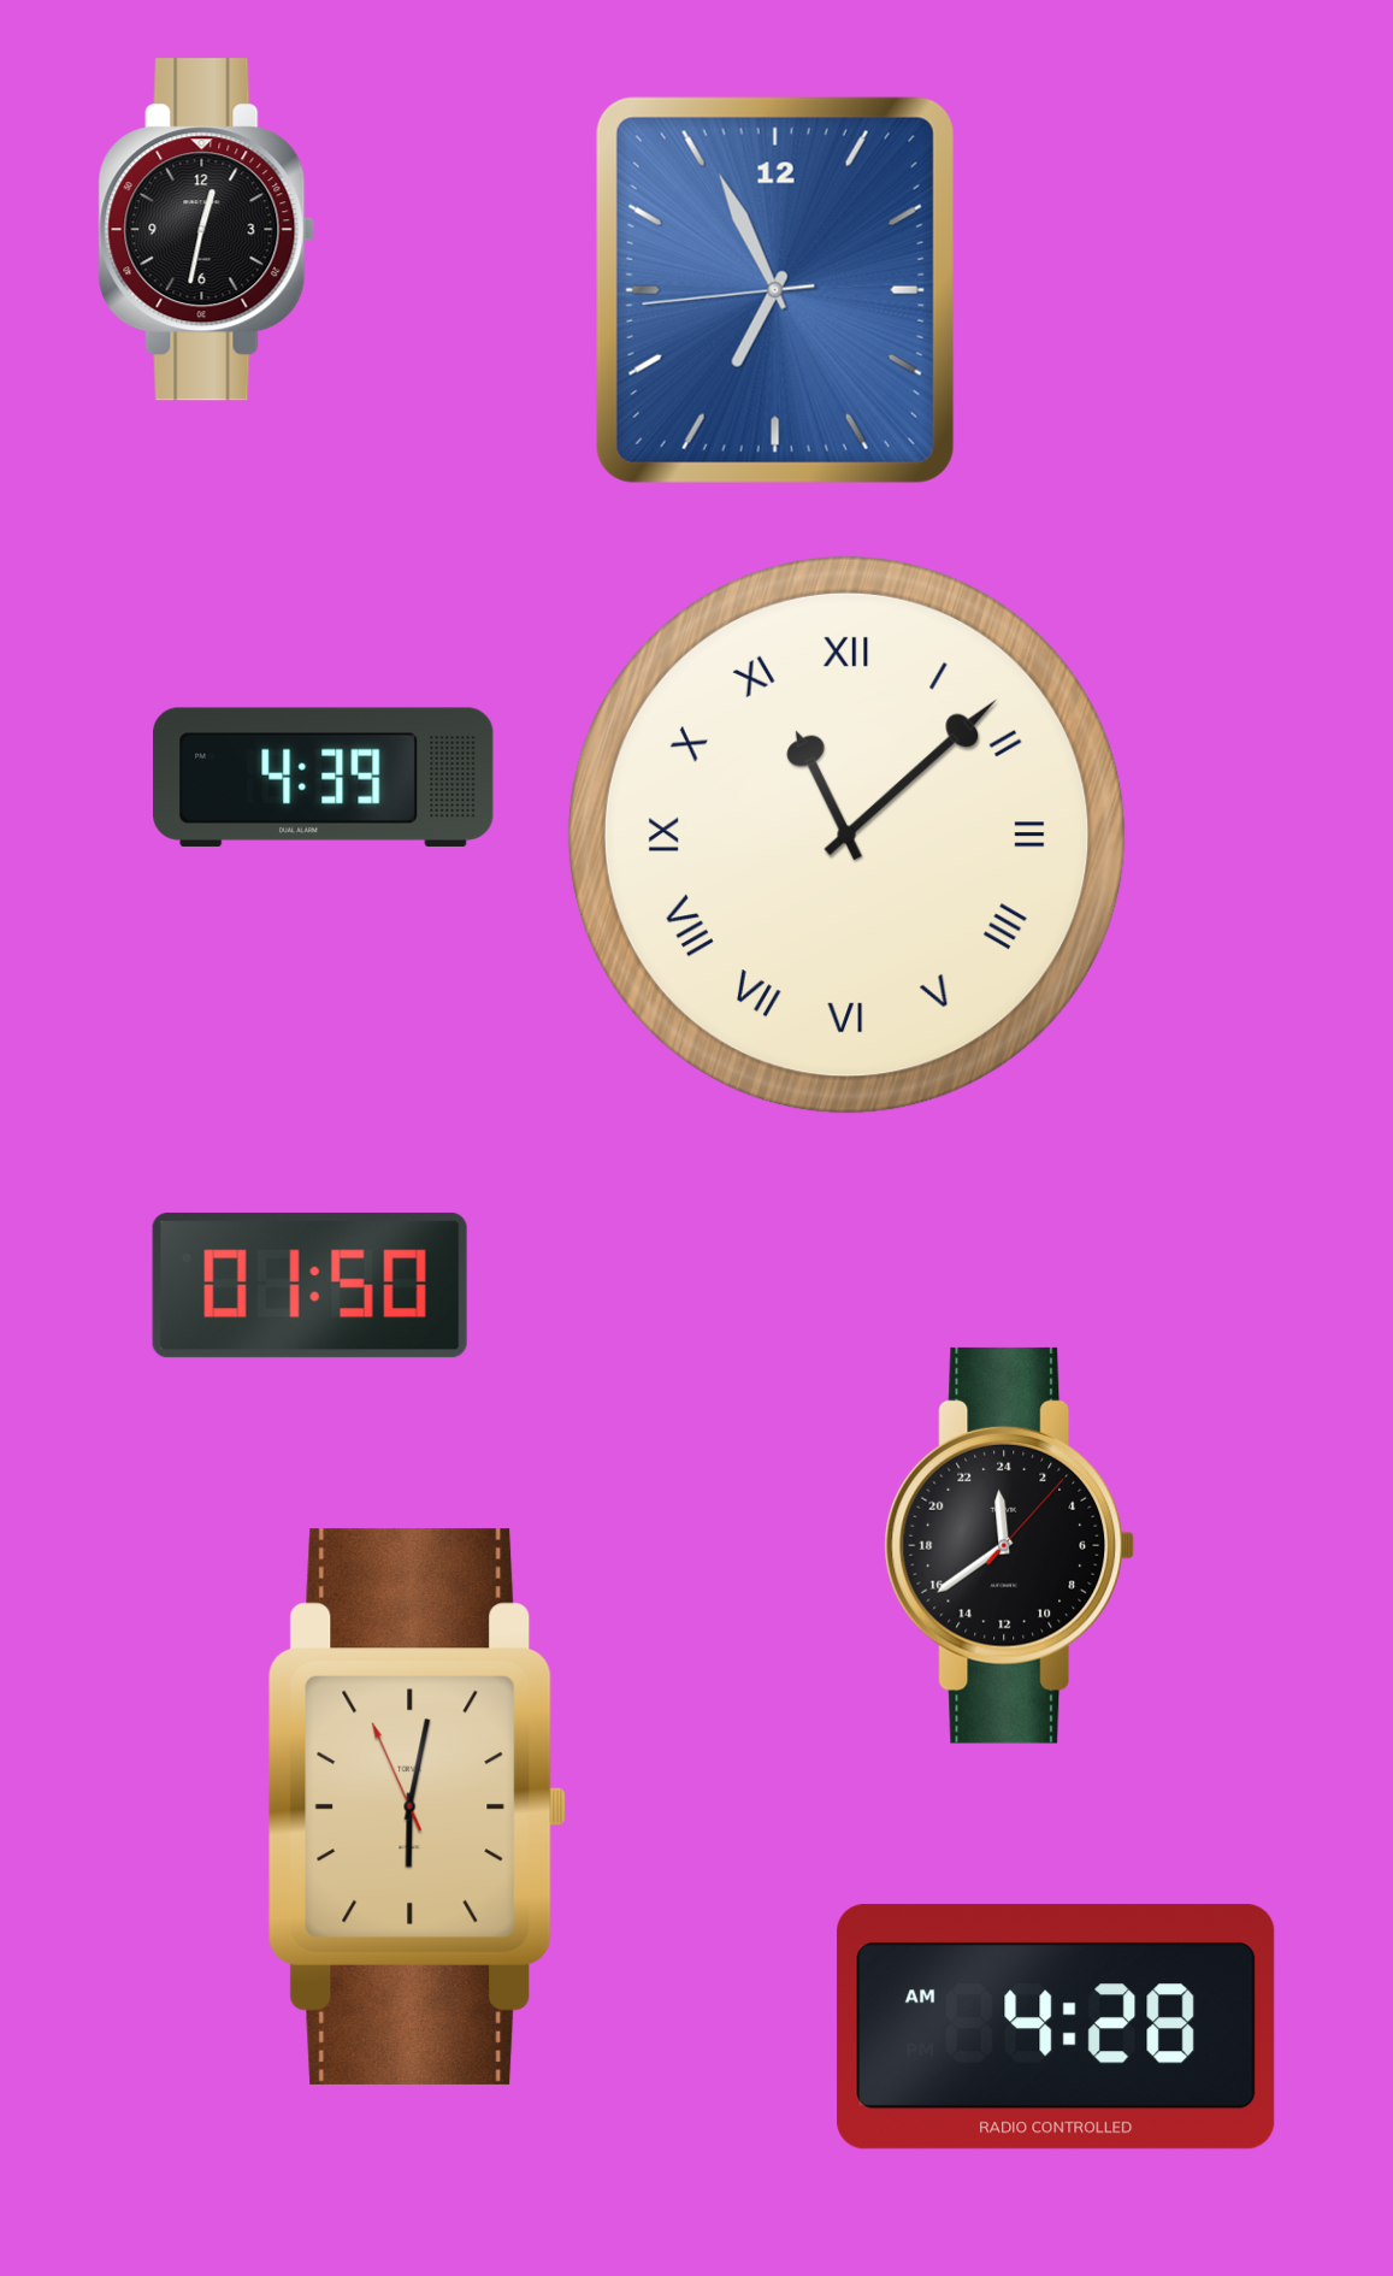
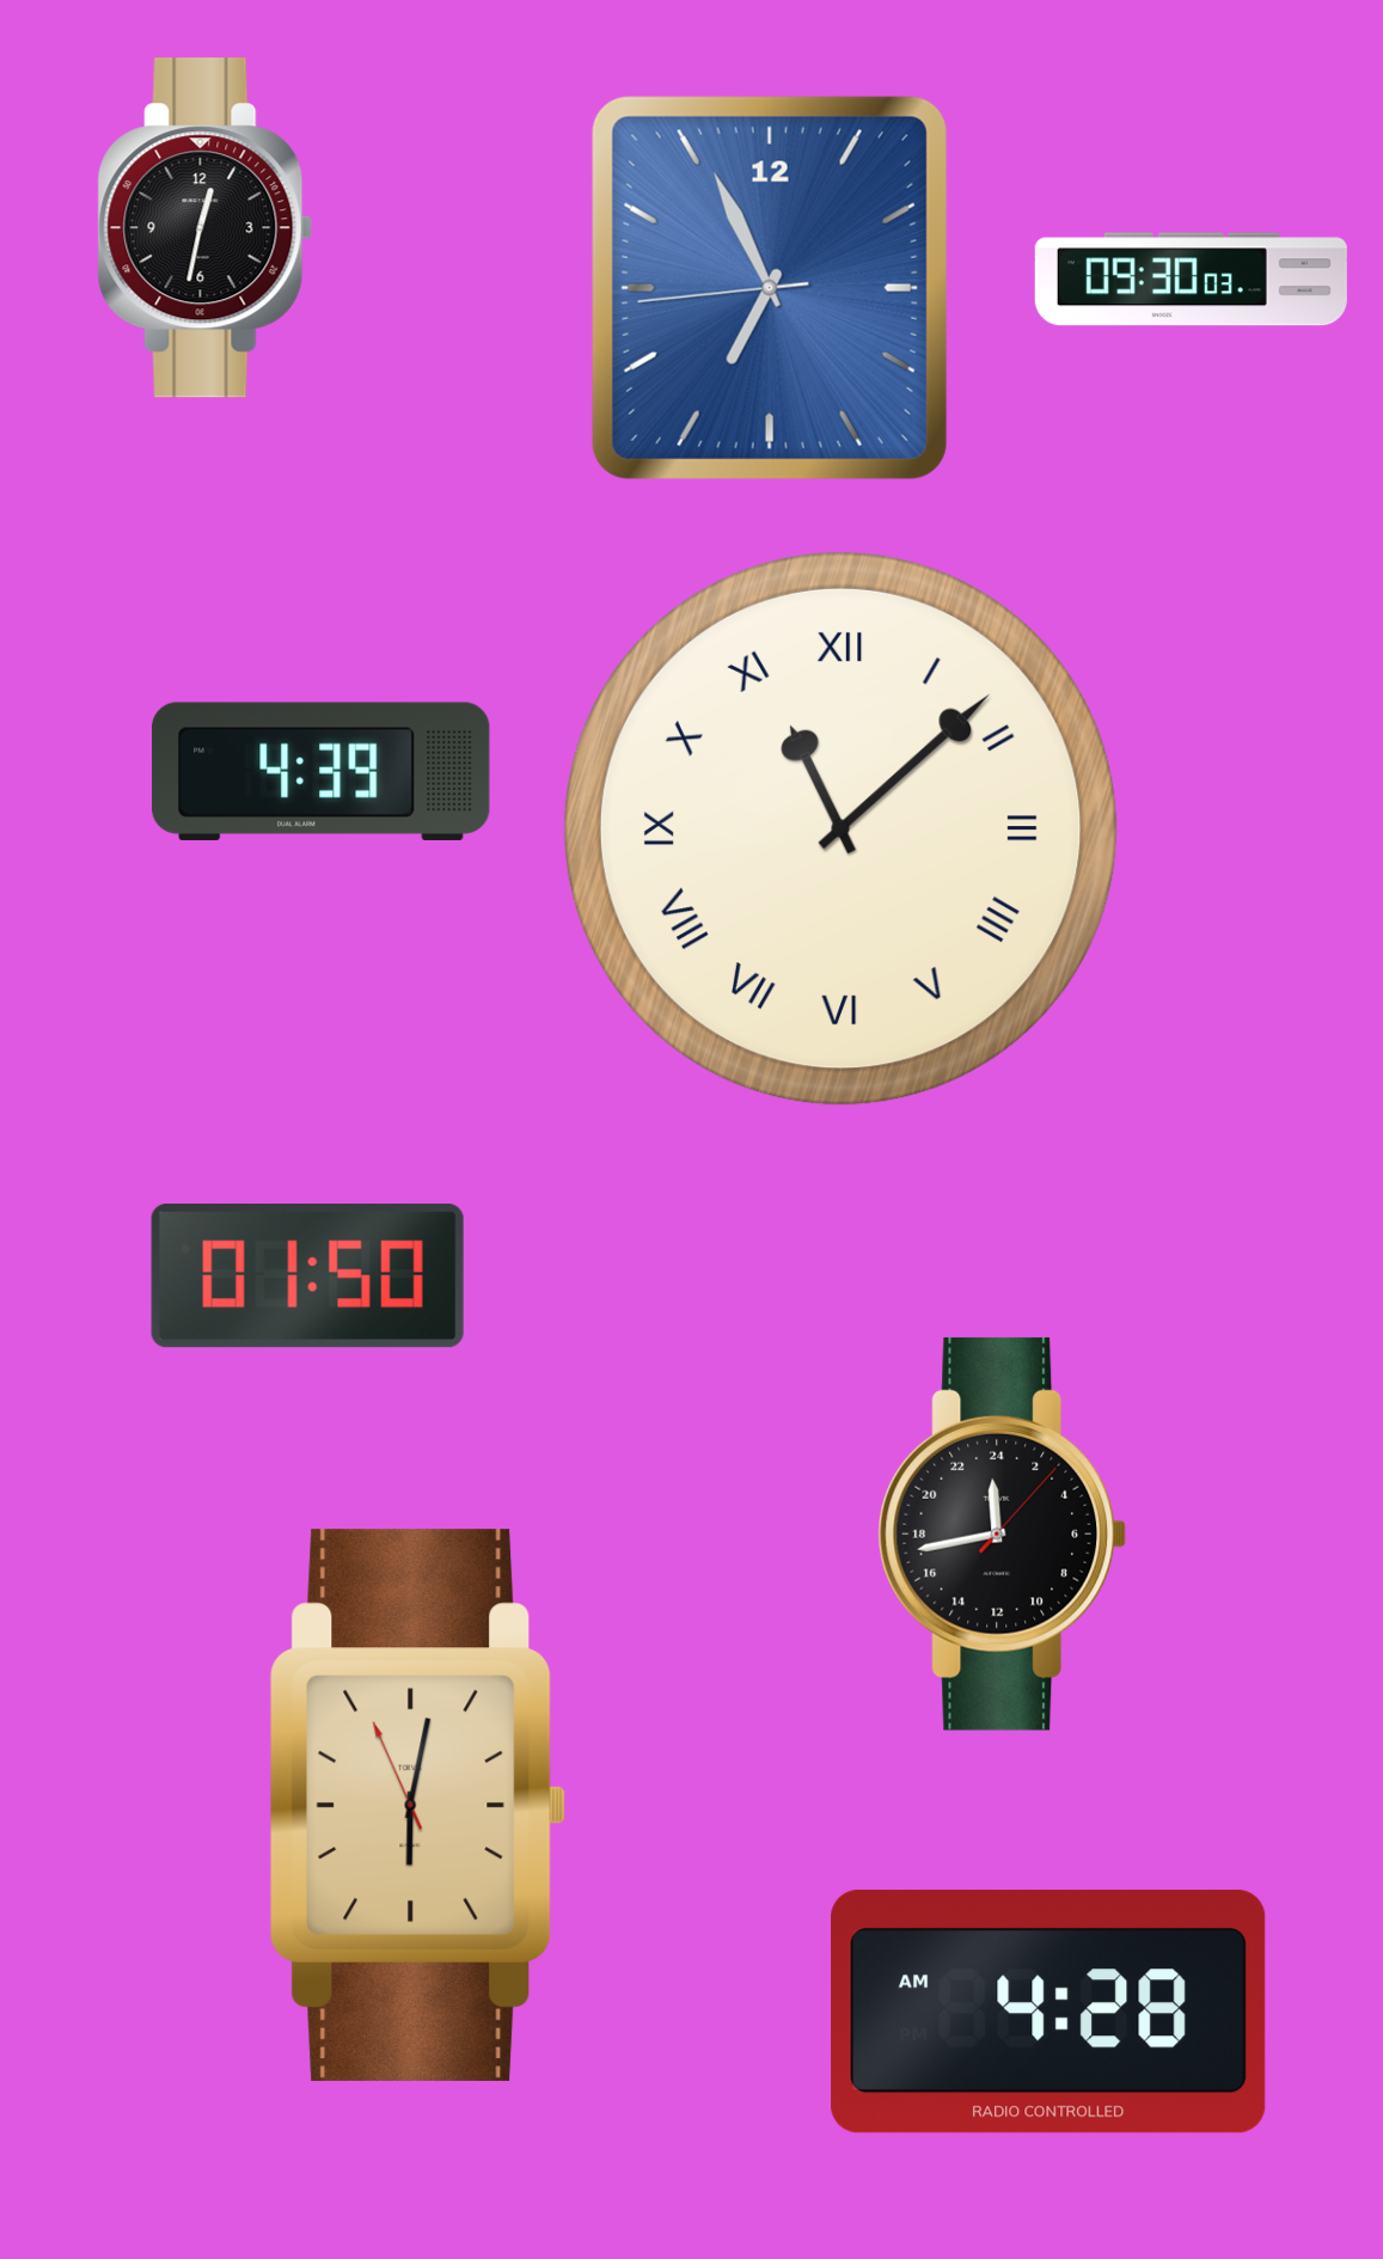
clock at (1191, 280): none -> 09:30
clock at (1010, 1545): 23:39 -> 23:43
clock at (418, 1806) position: (418, 1806) -> (418, 1805)
